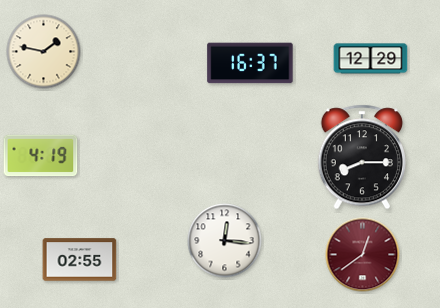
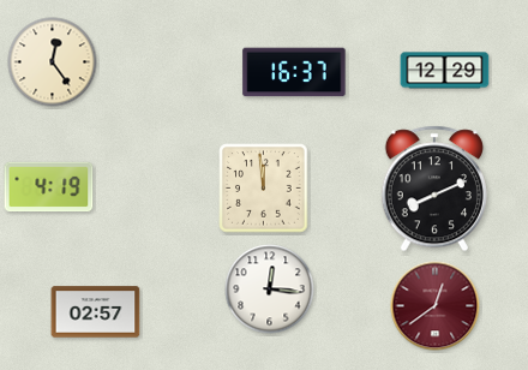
clock at (44, 52): 1:47 -> 12:24
clock at (250, 63) position: (250, 63) -> (294, 72)
clock at (264, 189): none -> 11:59
clock at (361, 157): 8:15 -> 8:11
clock at (80, 260): 02:55 -> 02:57
